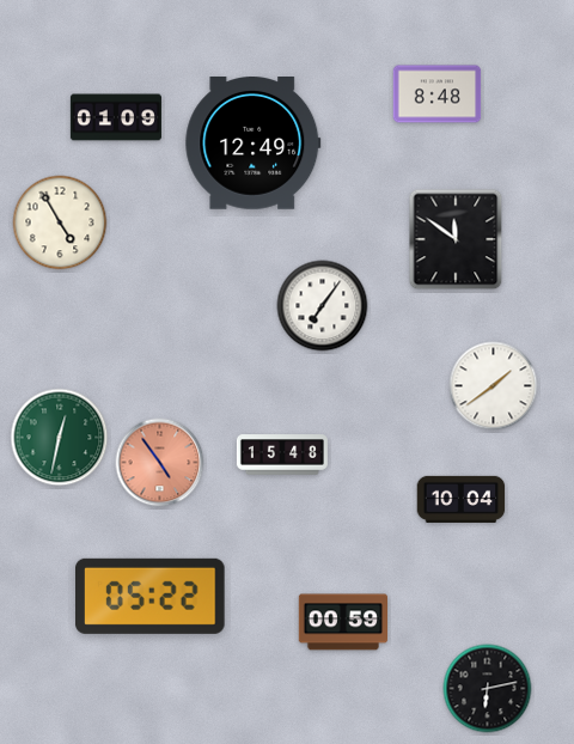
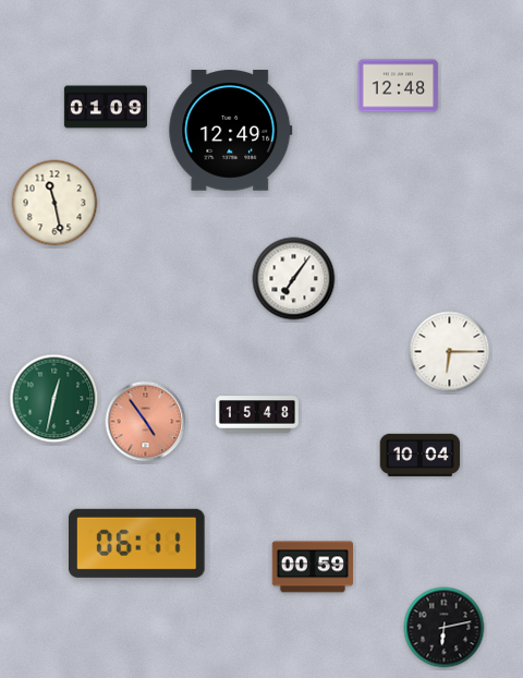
clock at (438, 94): 8:48 -> 12:48
clock at (60, 222): 4:55 -> 11:28
clock at (456, 239): 11:51 -> none
clock at (494, 386): 1:39 -> 6:15
clock at (151, 596): 05:22 -> 06:11
